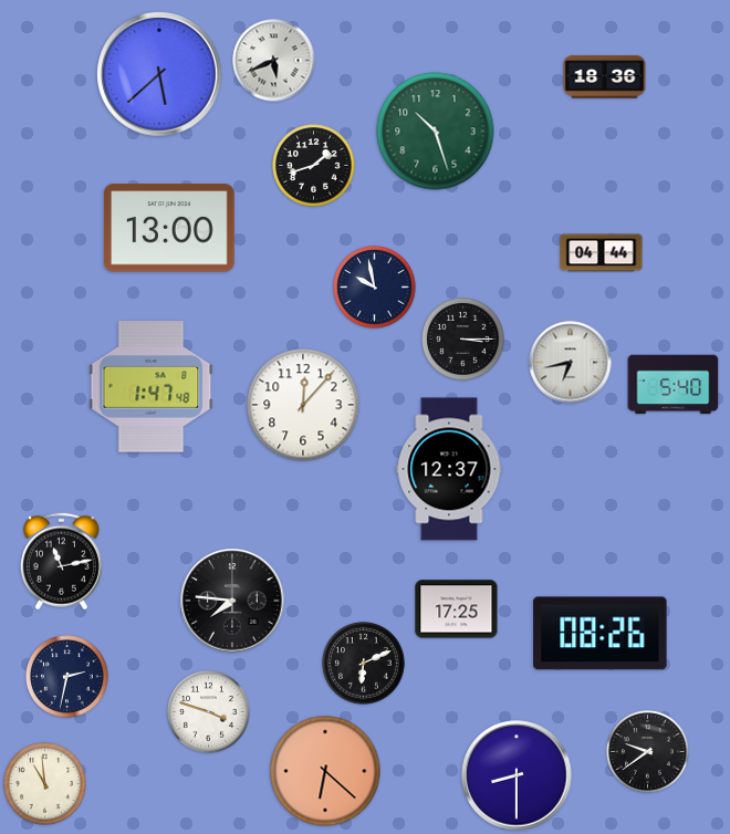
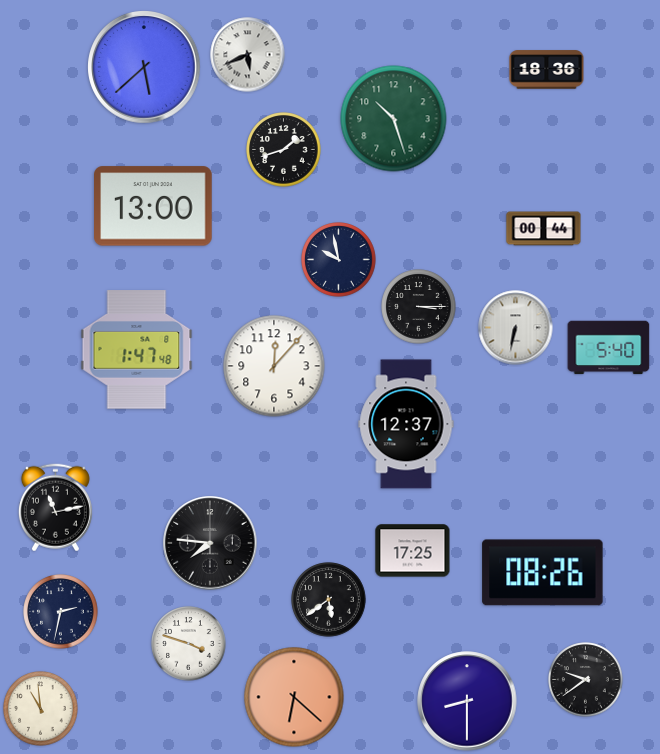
clock at (602, 253): 04:44 -> 00:44
clock at (571, 363): 6:43 -> 6:32
clock at (364, 664): 6:11 -> 5:39
